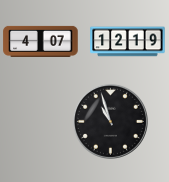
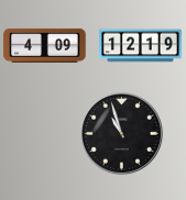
clock at (41, 41): 4:07 -> 4:09
